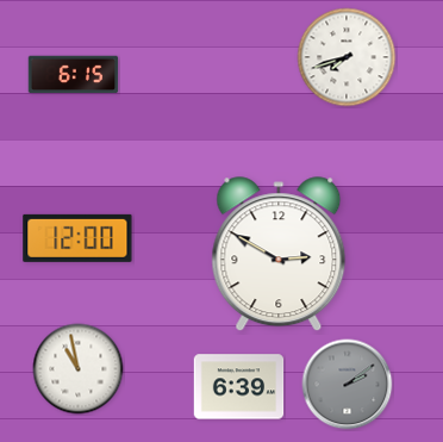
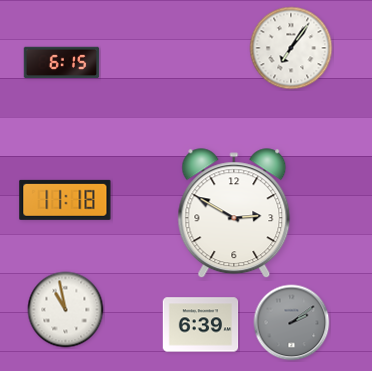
clock at (347, 57): 7:42 -> 7:06
clock at (77, 238): 12:00 -> 11:18
